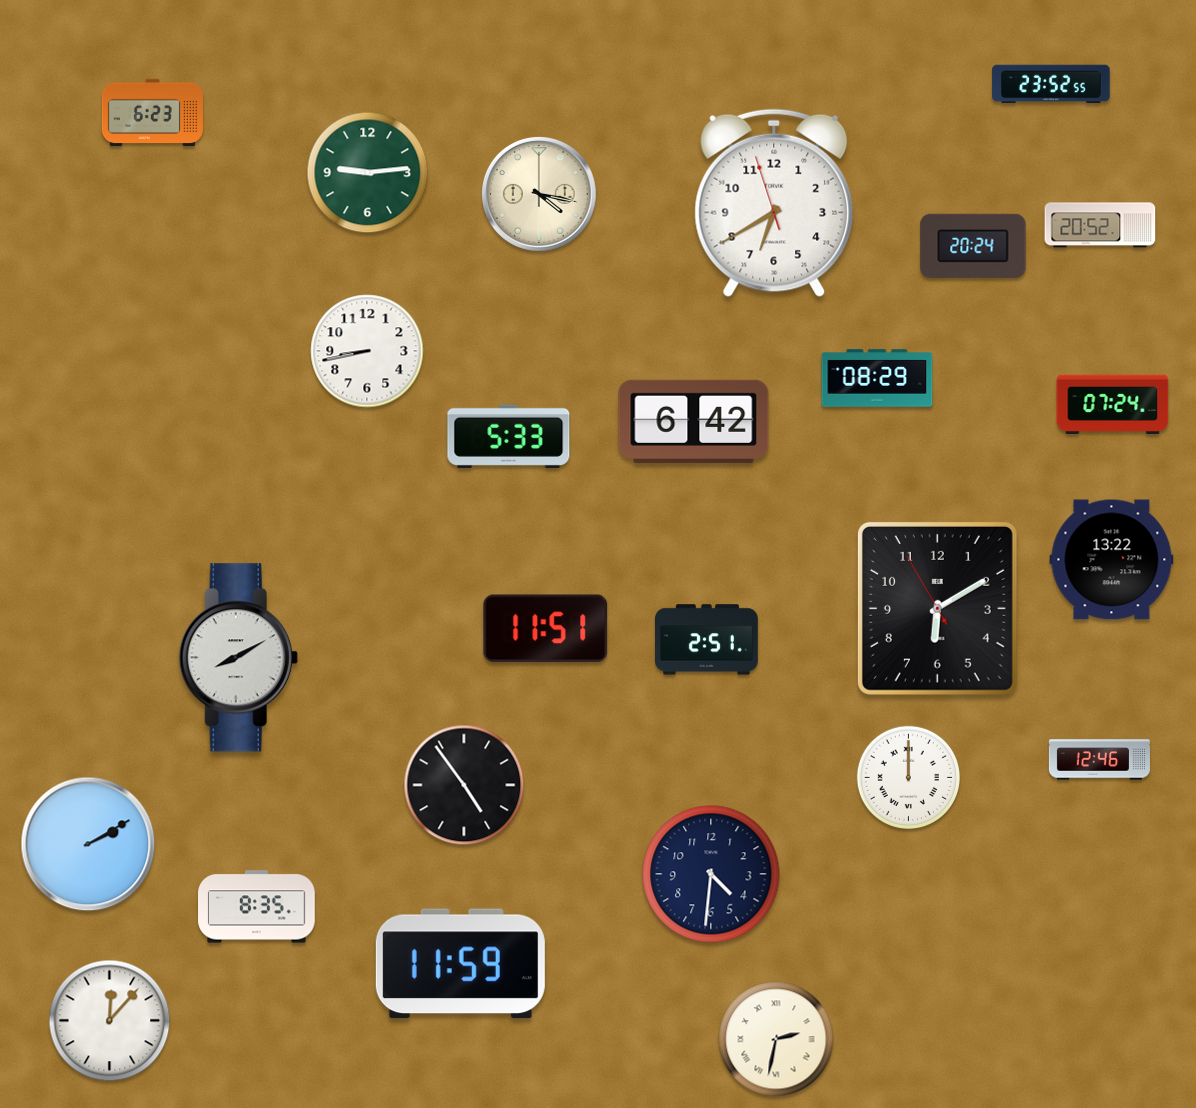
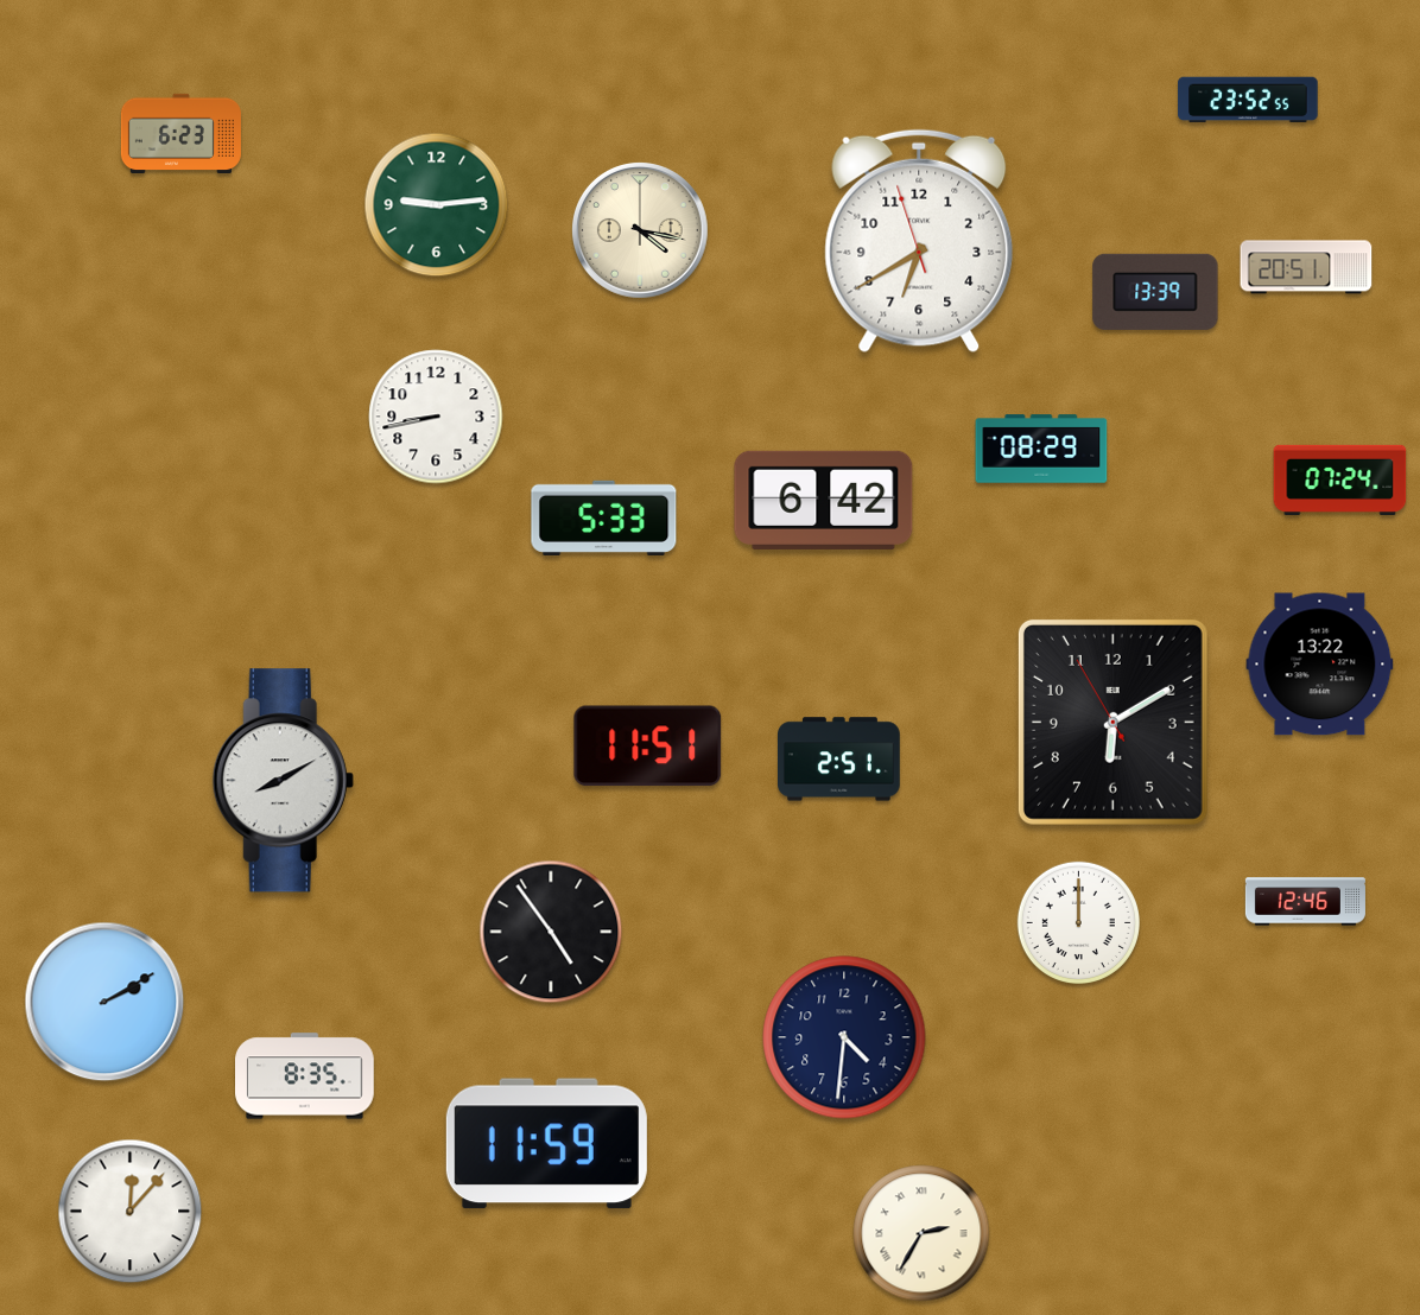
clock at (1100, 225): 20:52 -> 20:51
clock at (973, 246): 20:24 -> 13:39
clock at (1113, 404) position: (1113, 404) -> (1340, 479)
clock at (776, 1039): 2:32 -> 2:35
